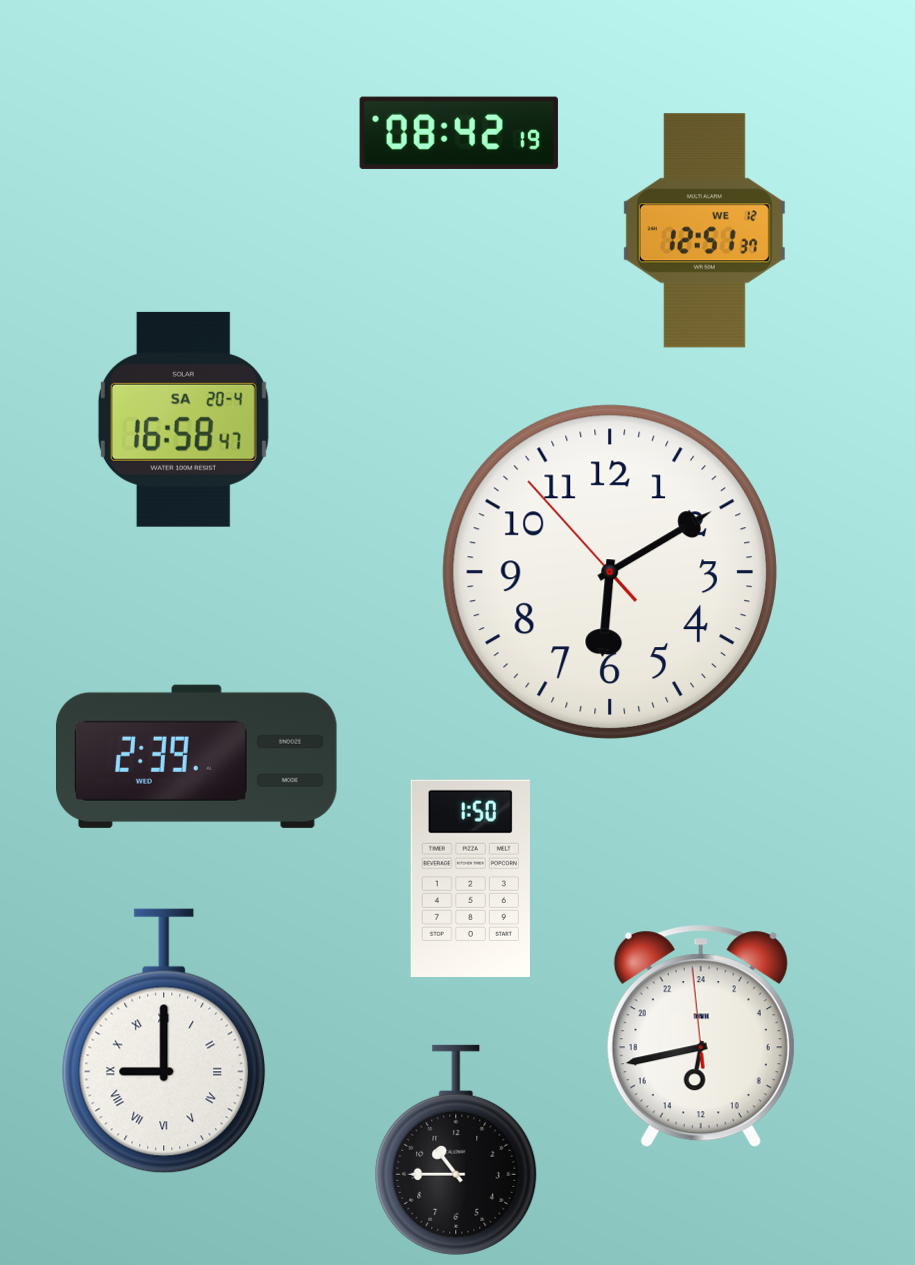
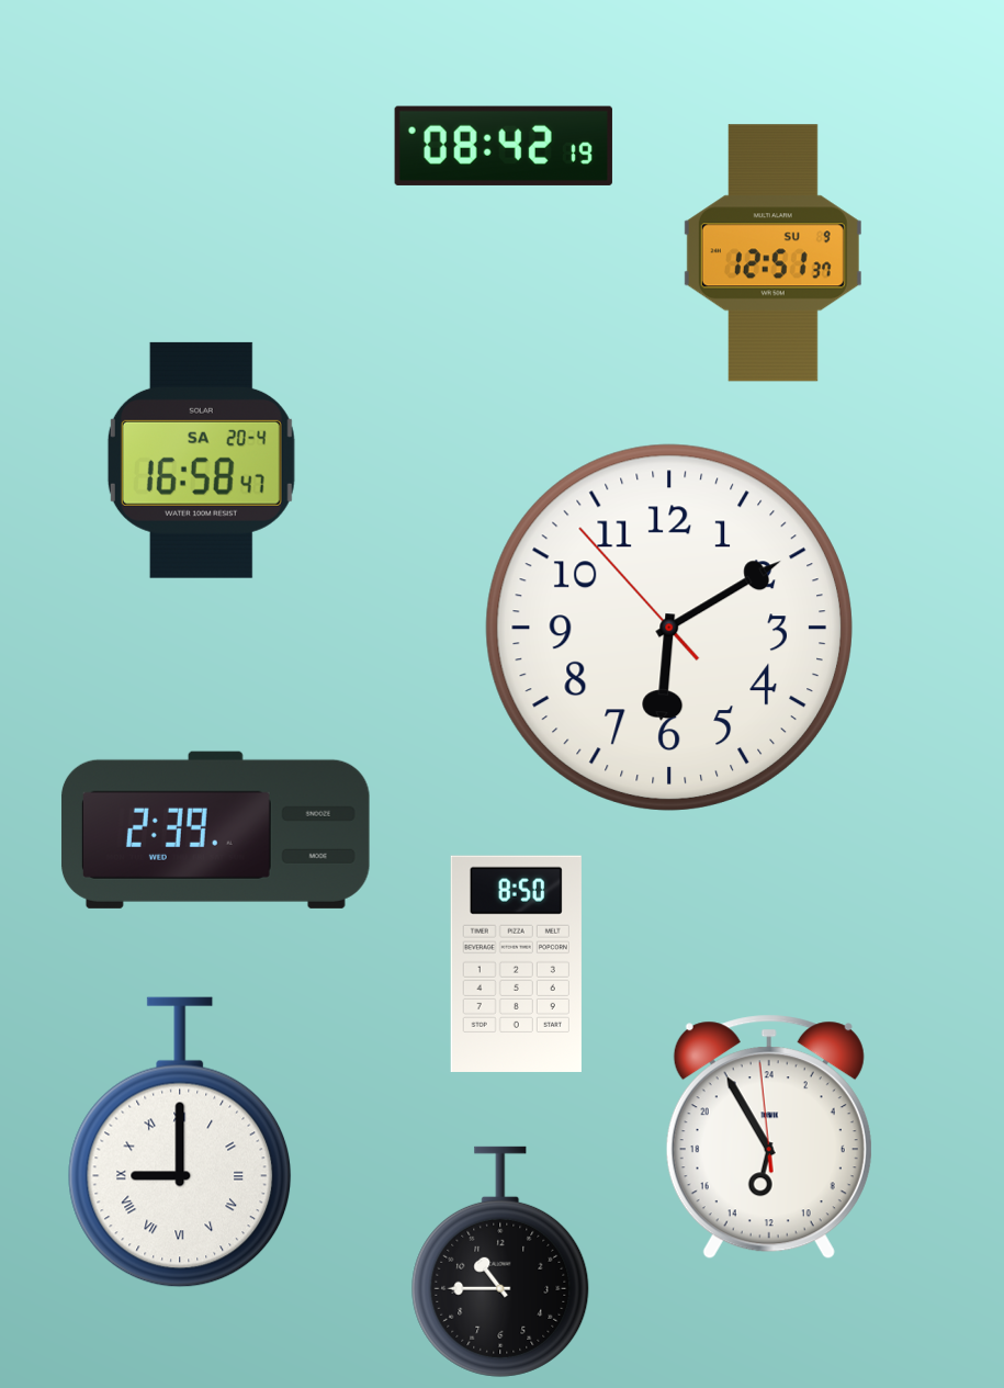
clock at (704, 231) date: WE 12 -> SU 9
clock at (470, 878): 1:50 -> 8:50
clock at (701, 1036): 12:42 -> 12:54
